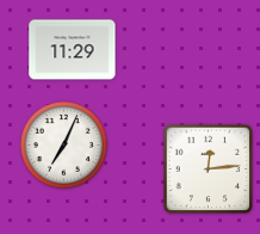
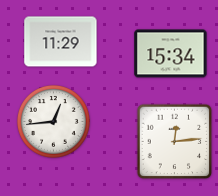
clock at (171, 54): none -> 15:34
clock at (64, 146): 7:04 -> 12:44
